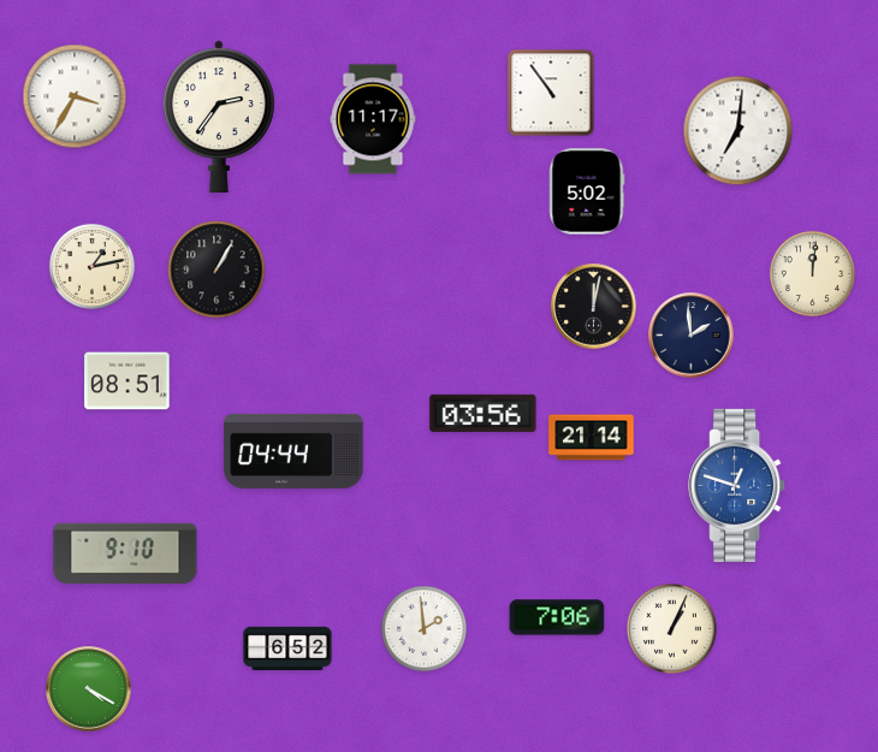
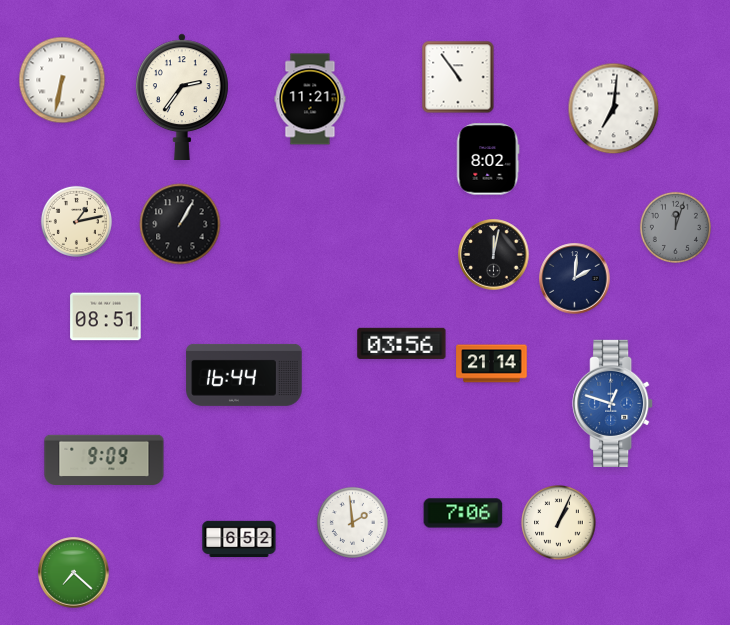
clock at (75, 96): 3:35 -> 6:32
clock at (373, 119): 11:17 -> 11:21
clock at (587, 191): 5:02 -> 8:02
clock at (812, 273): 12:01 -> 12:03
clock at (812, 273) dial: cream -> grey
clock at (692, 336): 1:59 -> 2:01
clock at (293, 451): 04:44 -> 16:44
clock at (125, 552): 9:10 -> 9:09
clock at (89, 689): 4:20 -> 7:22
